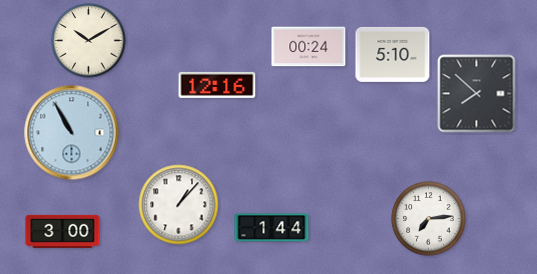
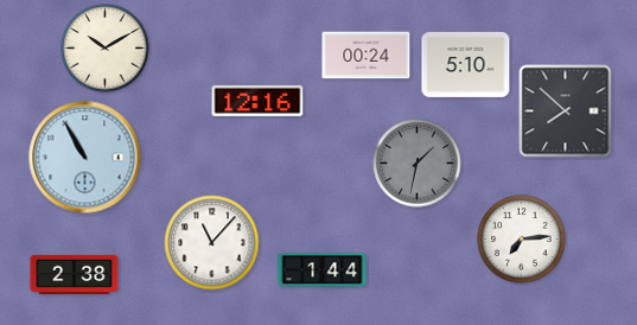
clock at (418, 164): none -> 1:32
clock at (179, 205): 1:07 -> 11:07
clock at (429, 219) position: (429, 219) -> (522, 240)
clock at (63, 231): 3:00 -> 2:38
